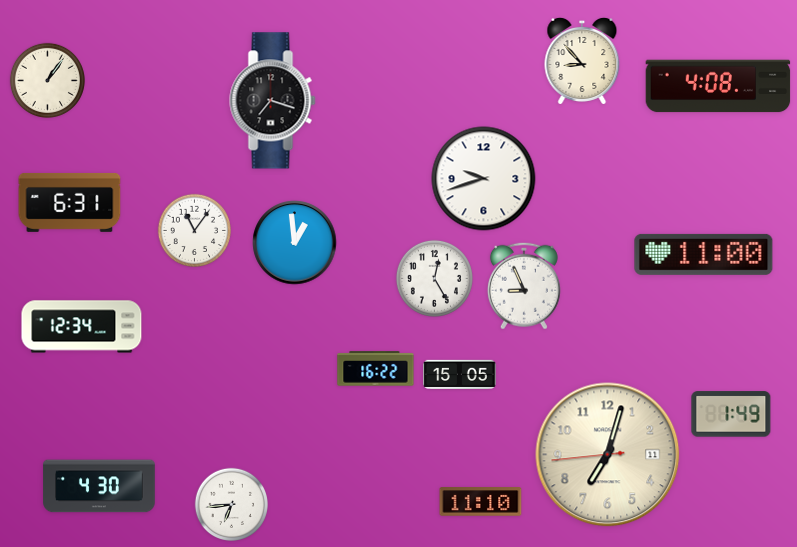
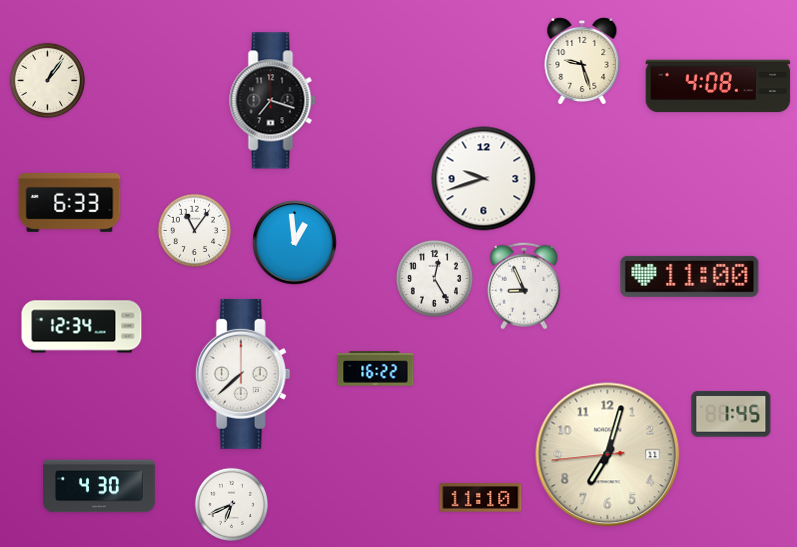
clock at (582, 61): 8:53 -> 9:27
clock at (70, 202): 6:31 -> 6:33
clock at (704, 254) position: (704, 254) -> (690, 276)
clock at (243, 374): none -> 7:38
clock at (460, 374): 15:05 -> none
clock at (731, 414): 1:49 -> 1:45
clock at (481, 502) position: (481, 502) -> (481, 498)
clock at (231, 504): 6:44 -> 6:41
